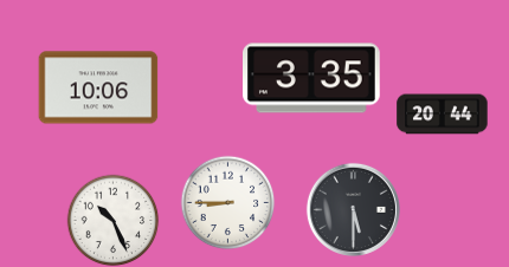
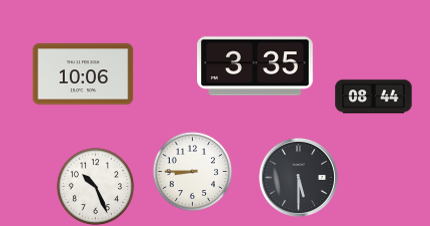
clock at (313, 78) position: (313, 78) -> (256, 66)
clock at (443, 115): 20:44 -> 08:44
